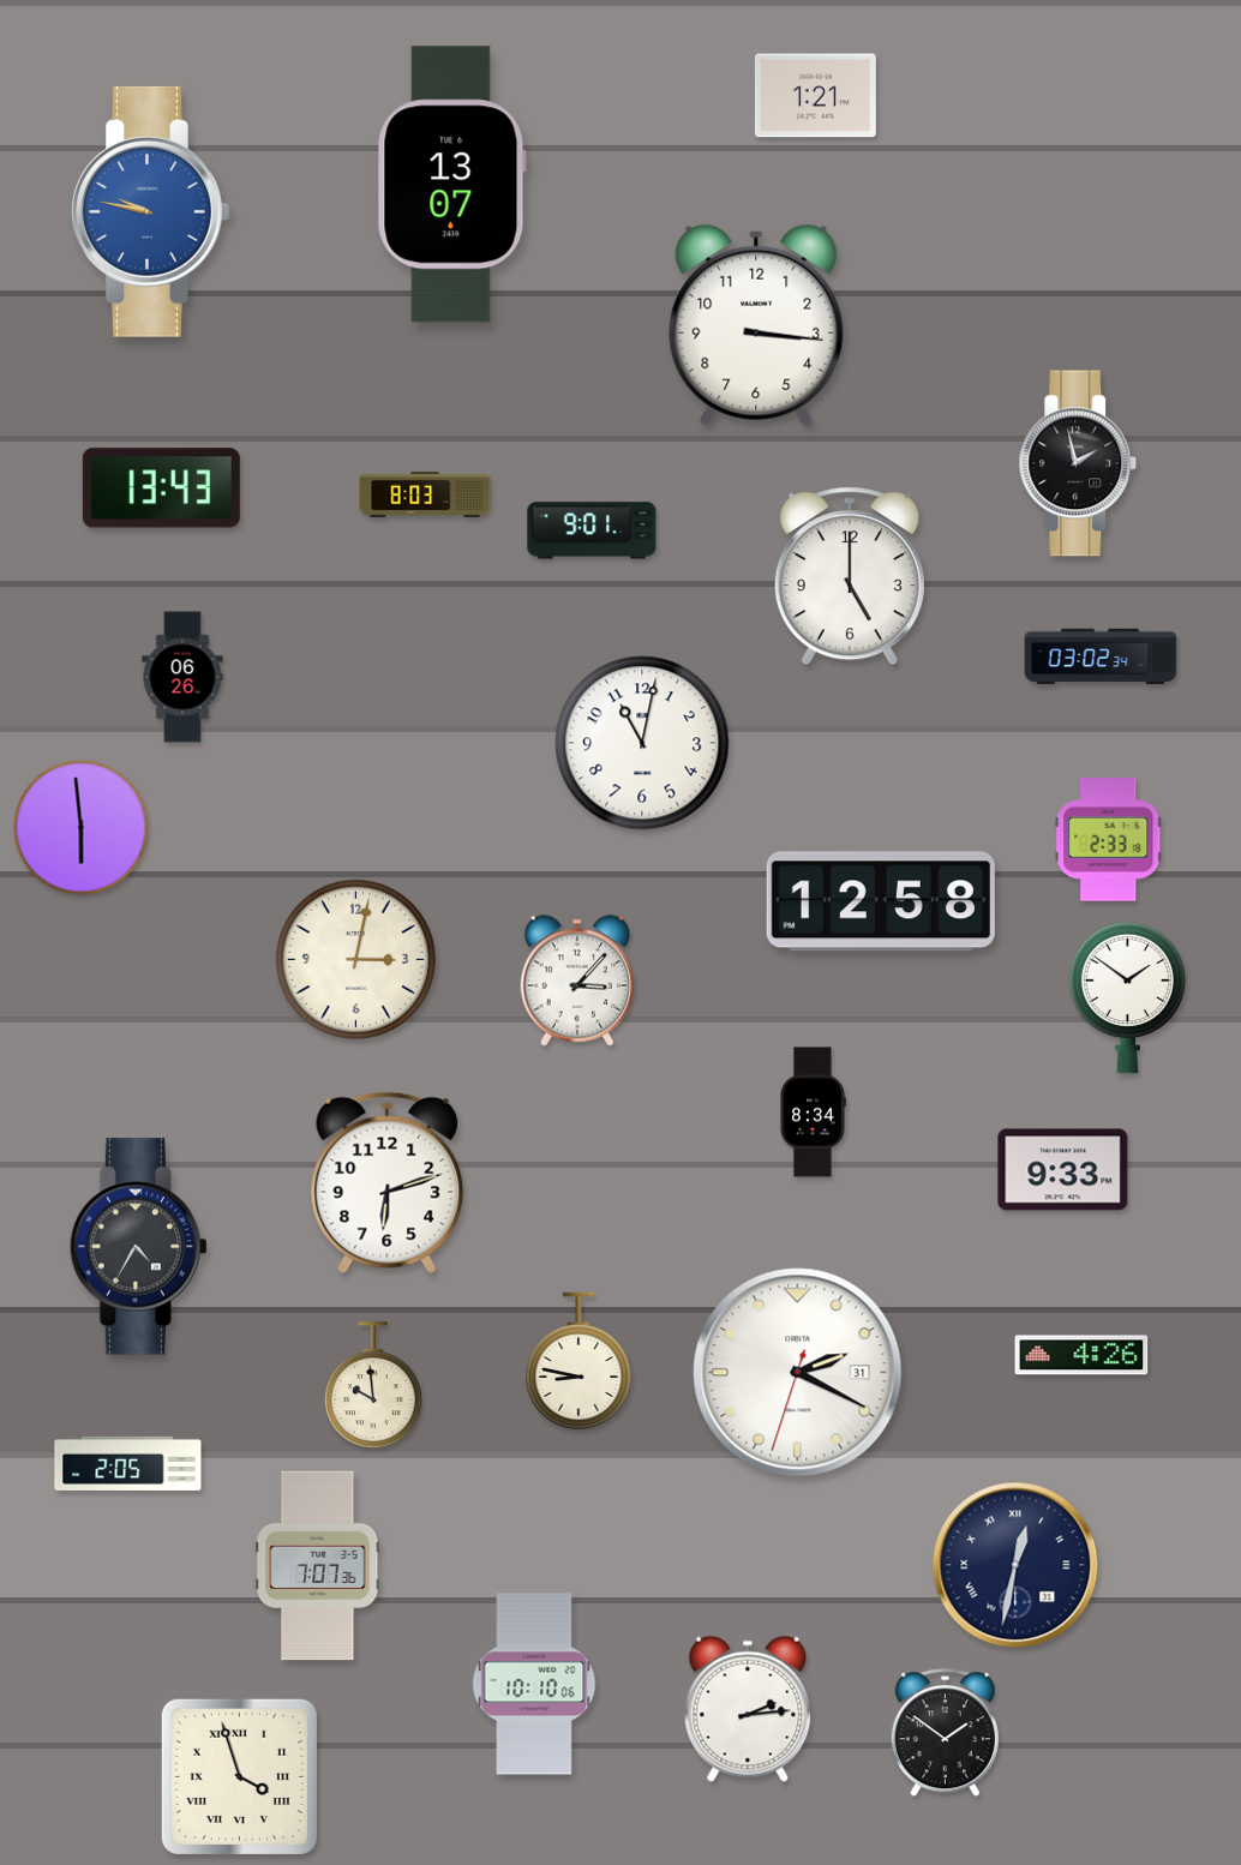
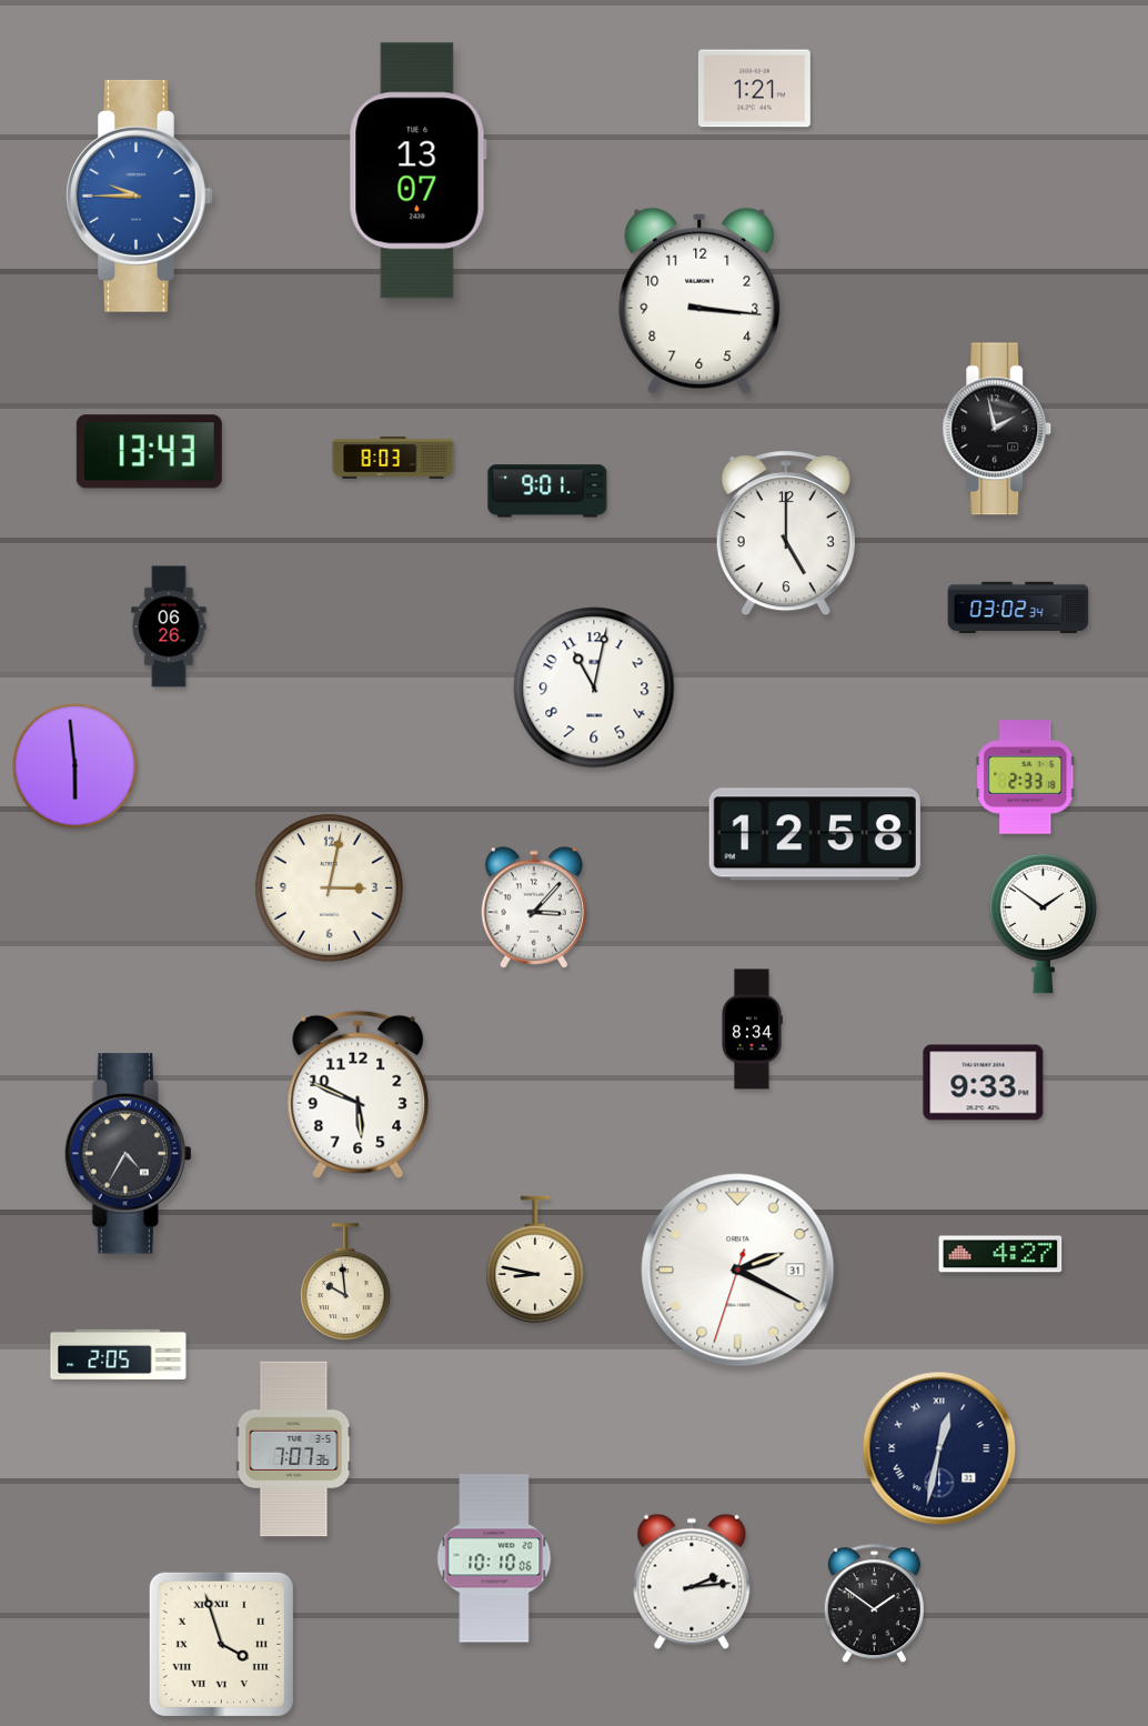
clock at (151, 211): 9:47 -> 9:45
clock at (388, 1183): 6:12 -> 5:49
clock at (1081, 1355): 4:26 -> 4:27
